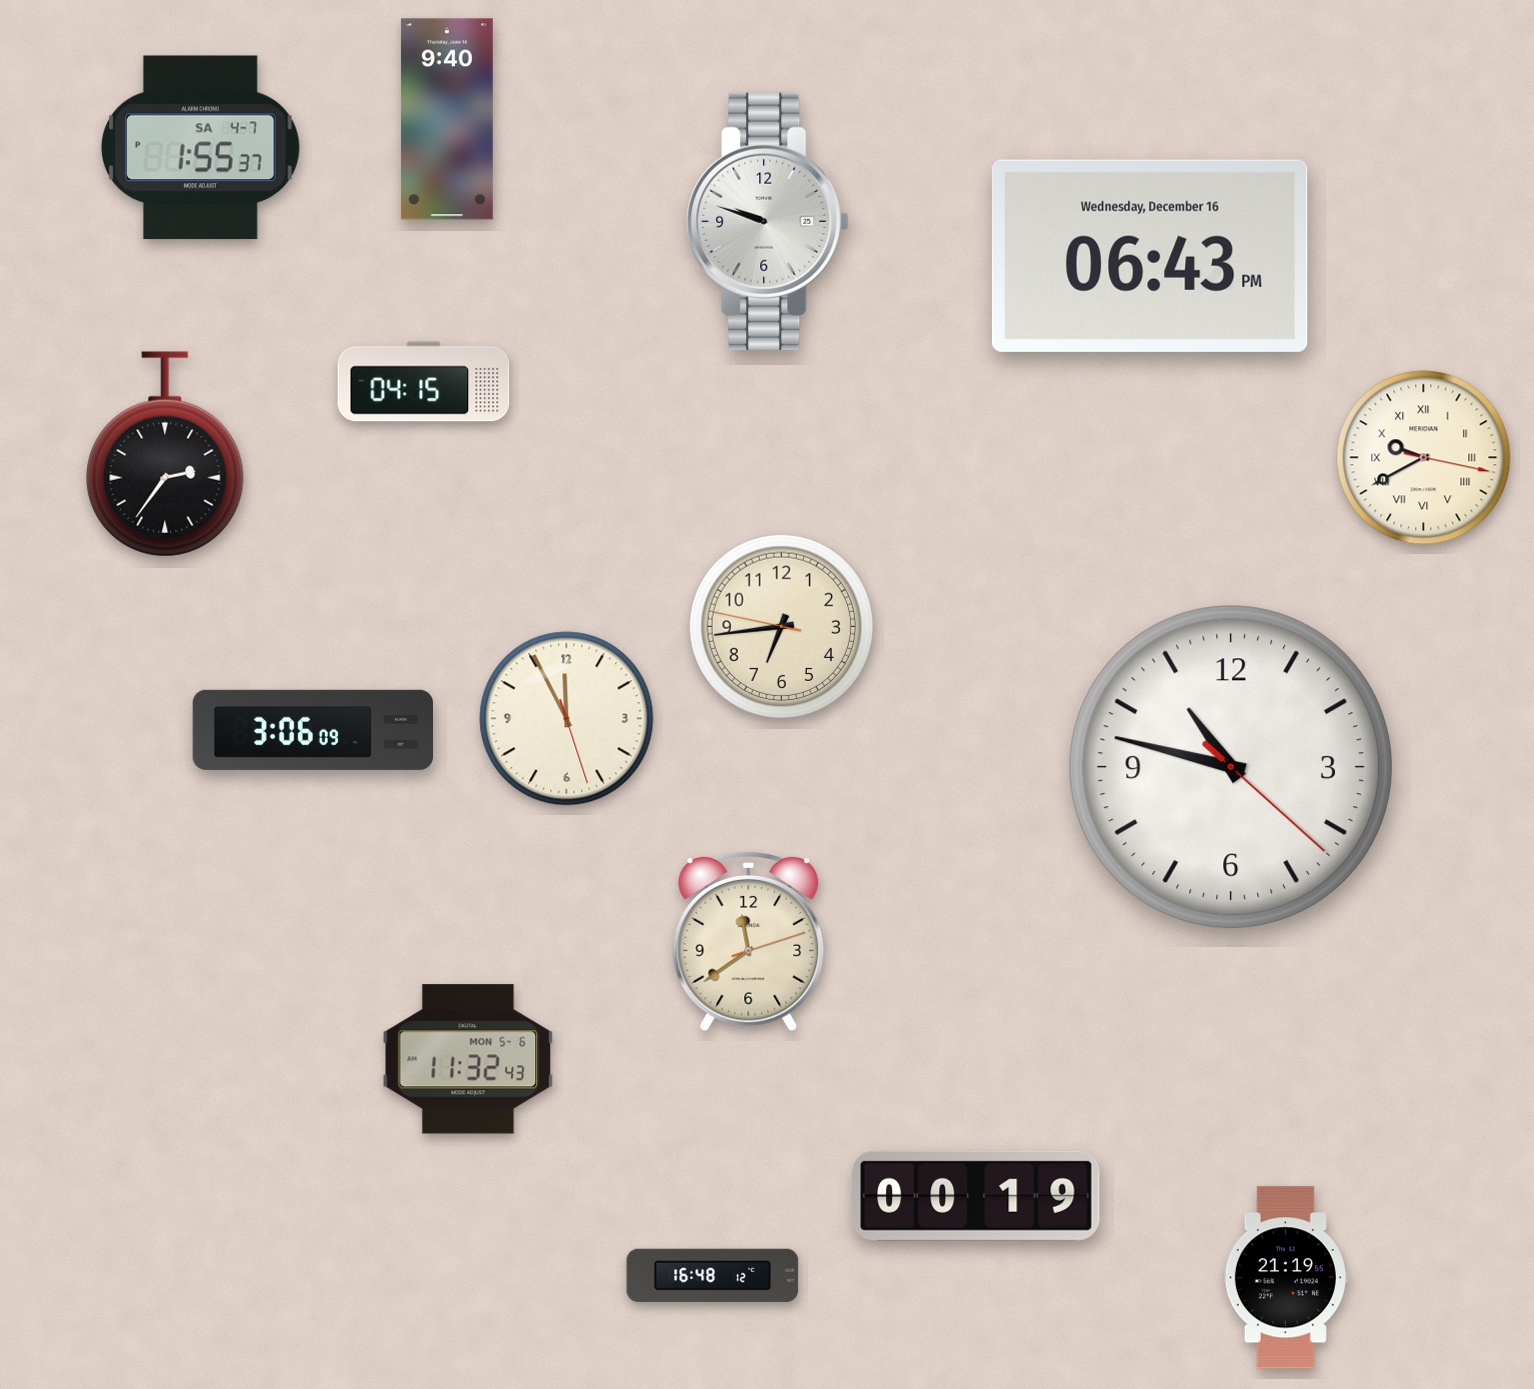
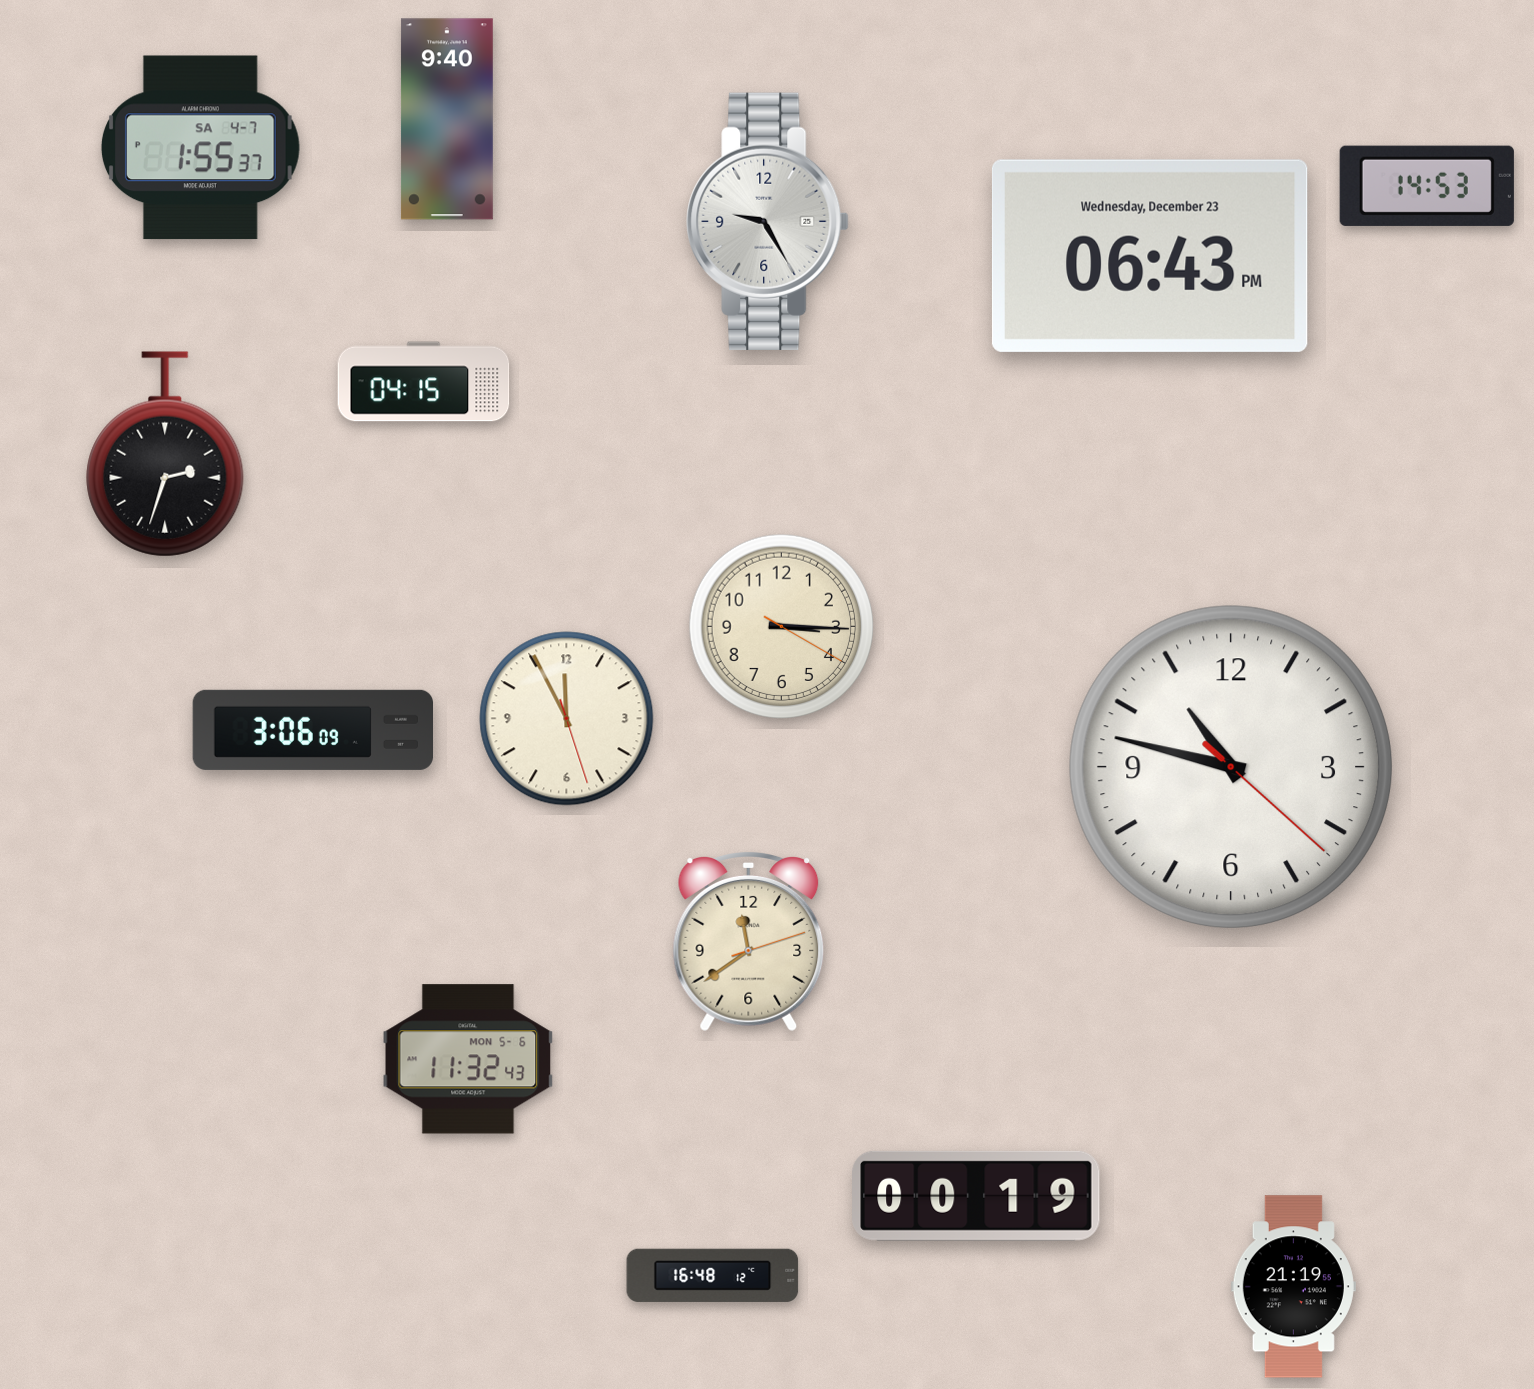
clock at (1427, 186): none -> 14:53
clock at (768, 221): 9:48 -> 9:25
clock at (1150, 256) date: Wednesday, December 16 -> Wednesday, December 23
clock at (165, 454): 2:36 -> 2:33
clock at (1424, 458): 9:40 -> none
clock at (782, 627): 6:43 -> 3:15
clock at (1285, 1278) position: (1285, 1278) -> (1293, 1287)
